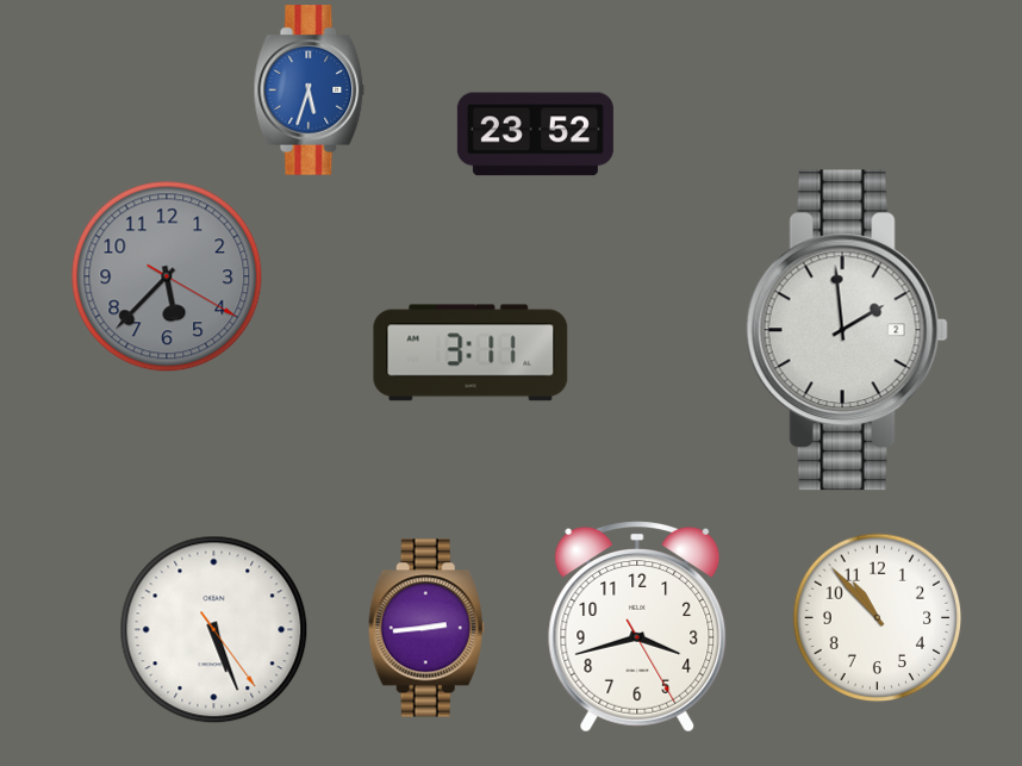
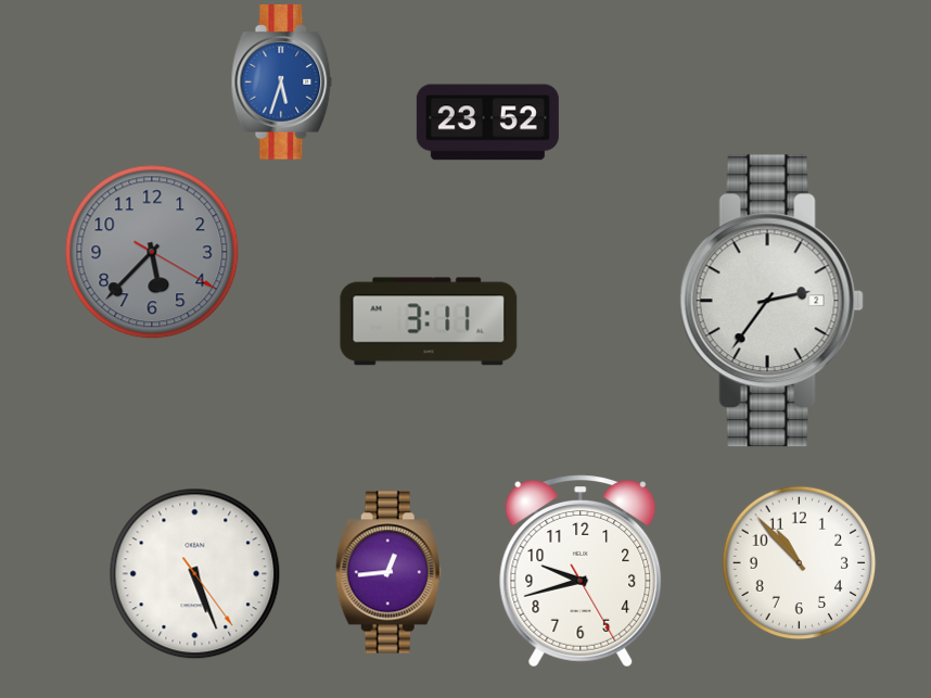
clock at (847, 330): 1:59 -> 2:36
clock at (637, 627): 3:42 -> 9:42
clock at (426, 628): 2:44 -> 12:44
